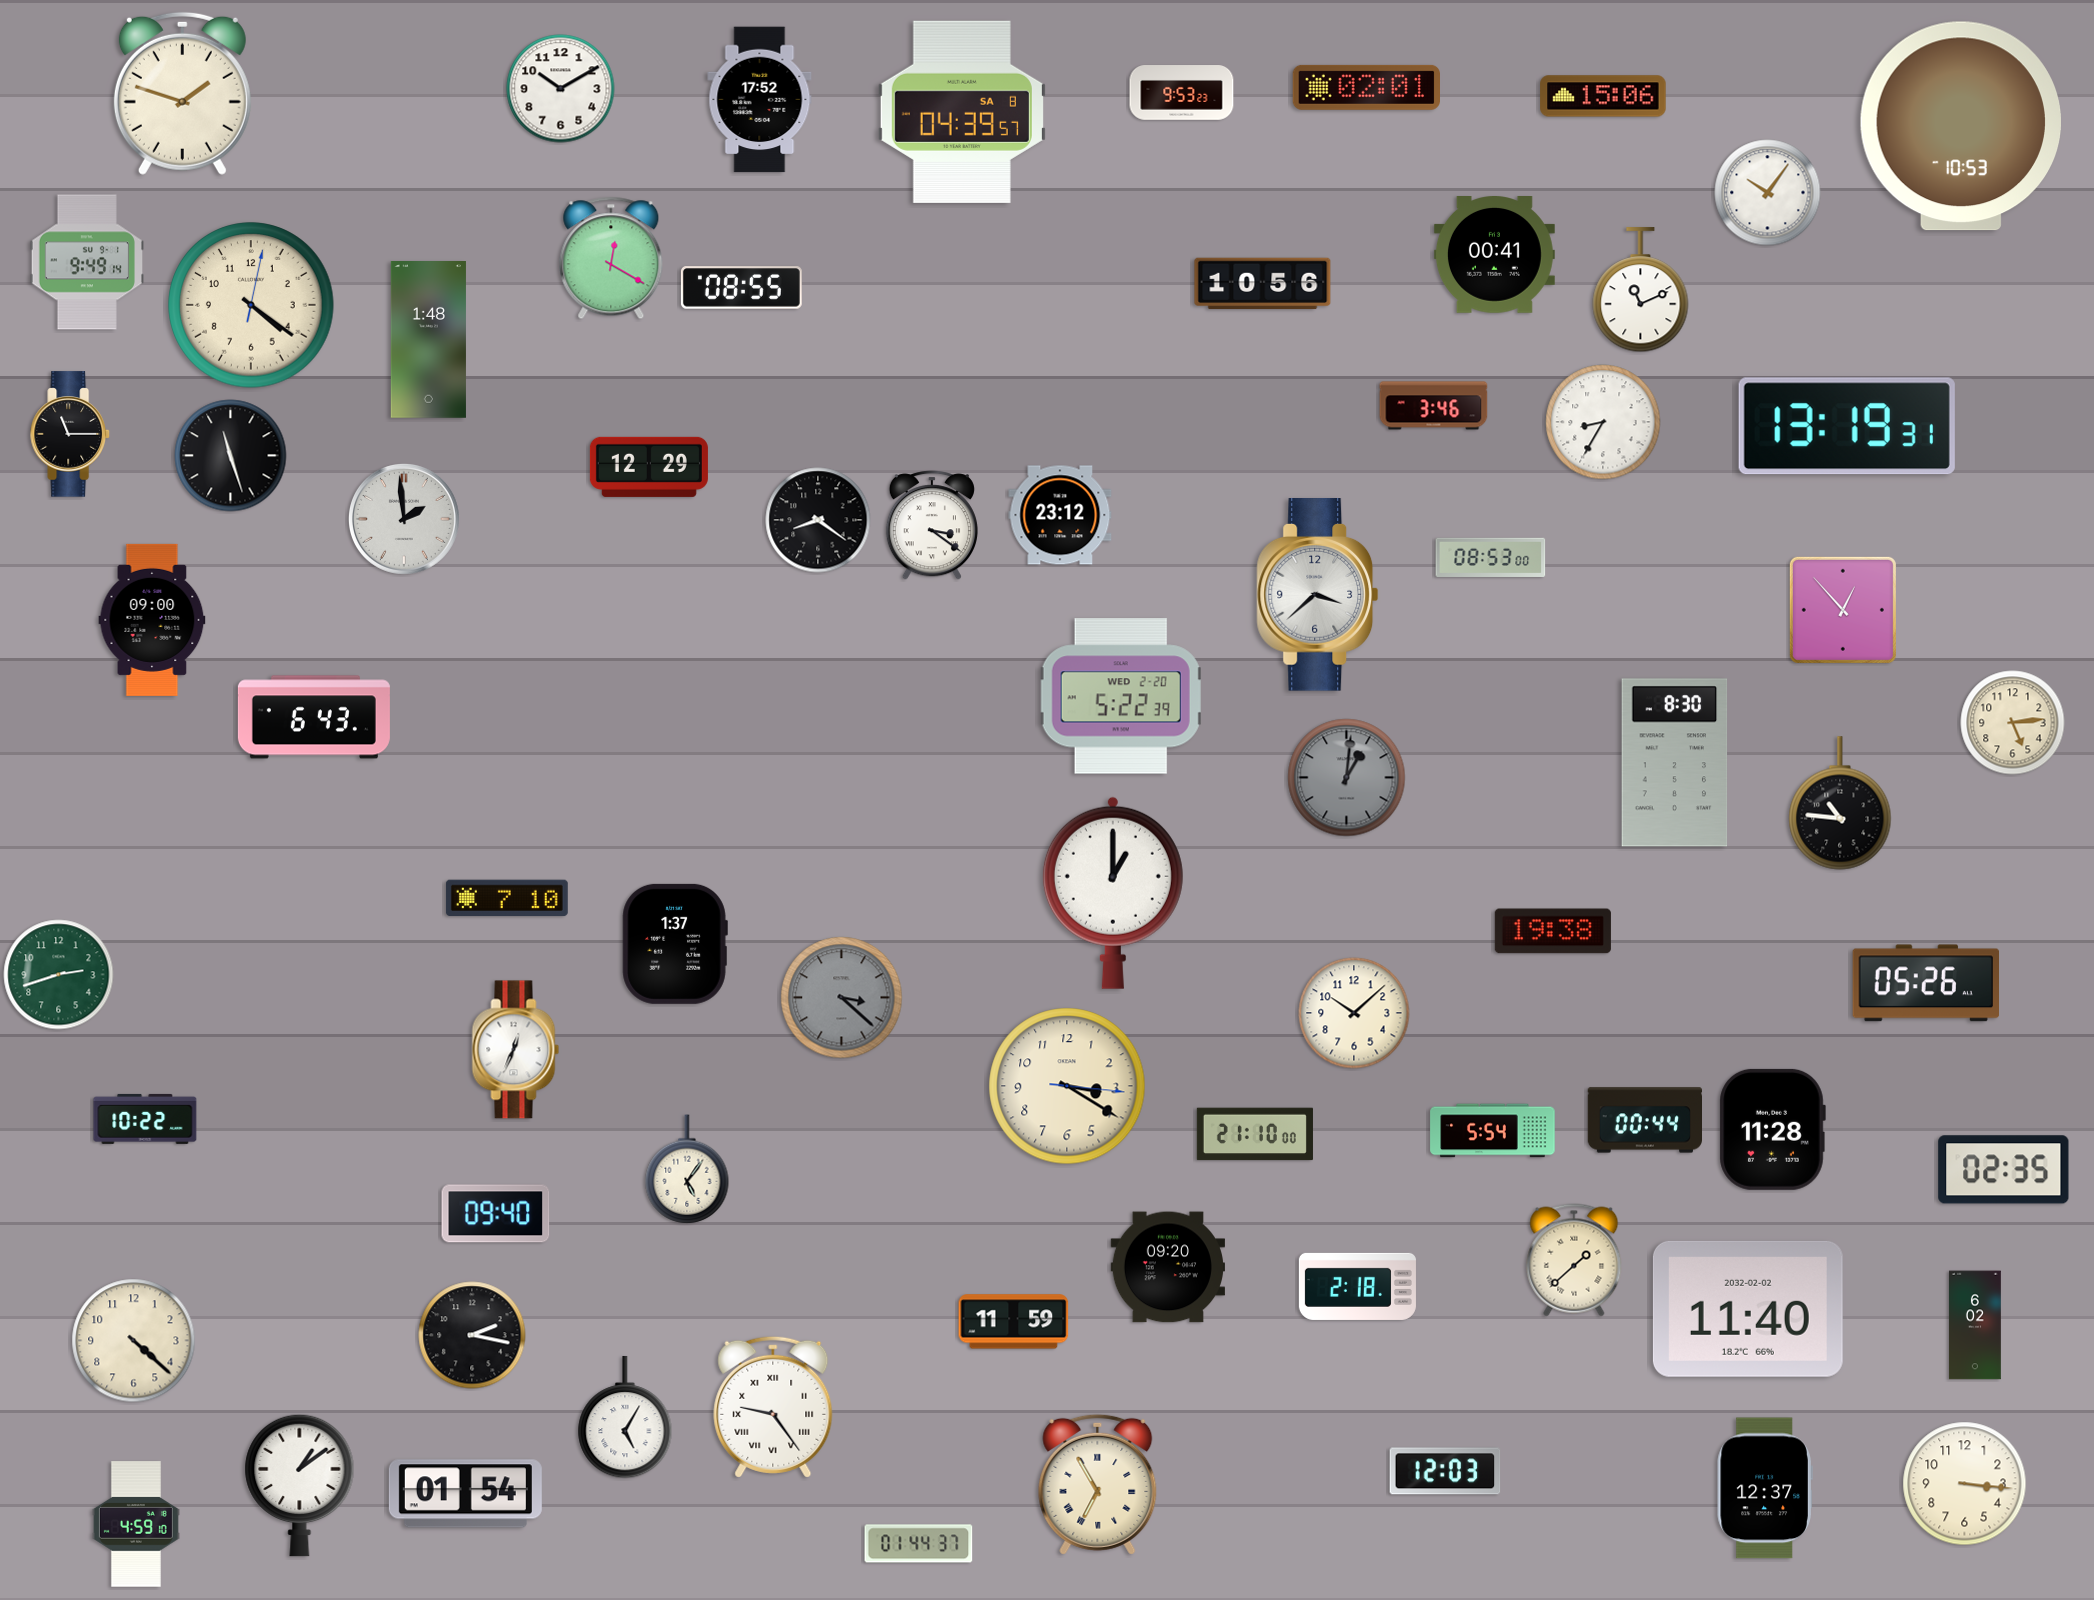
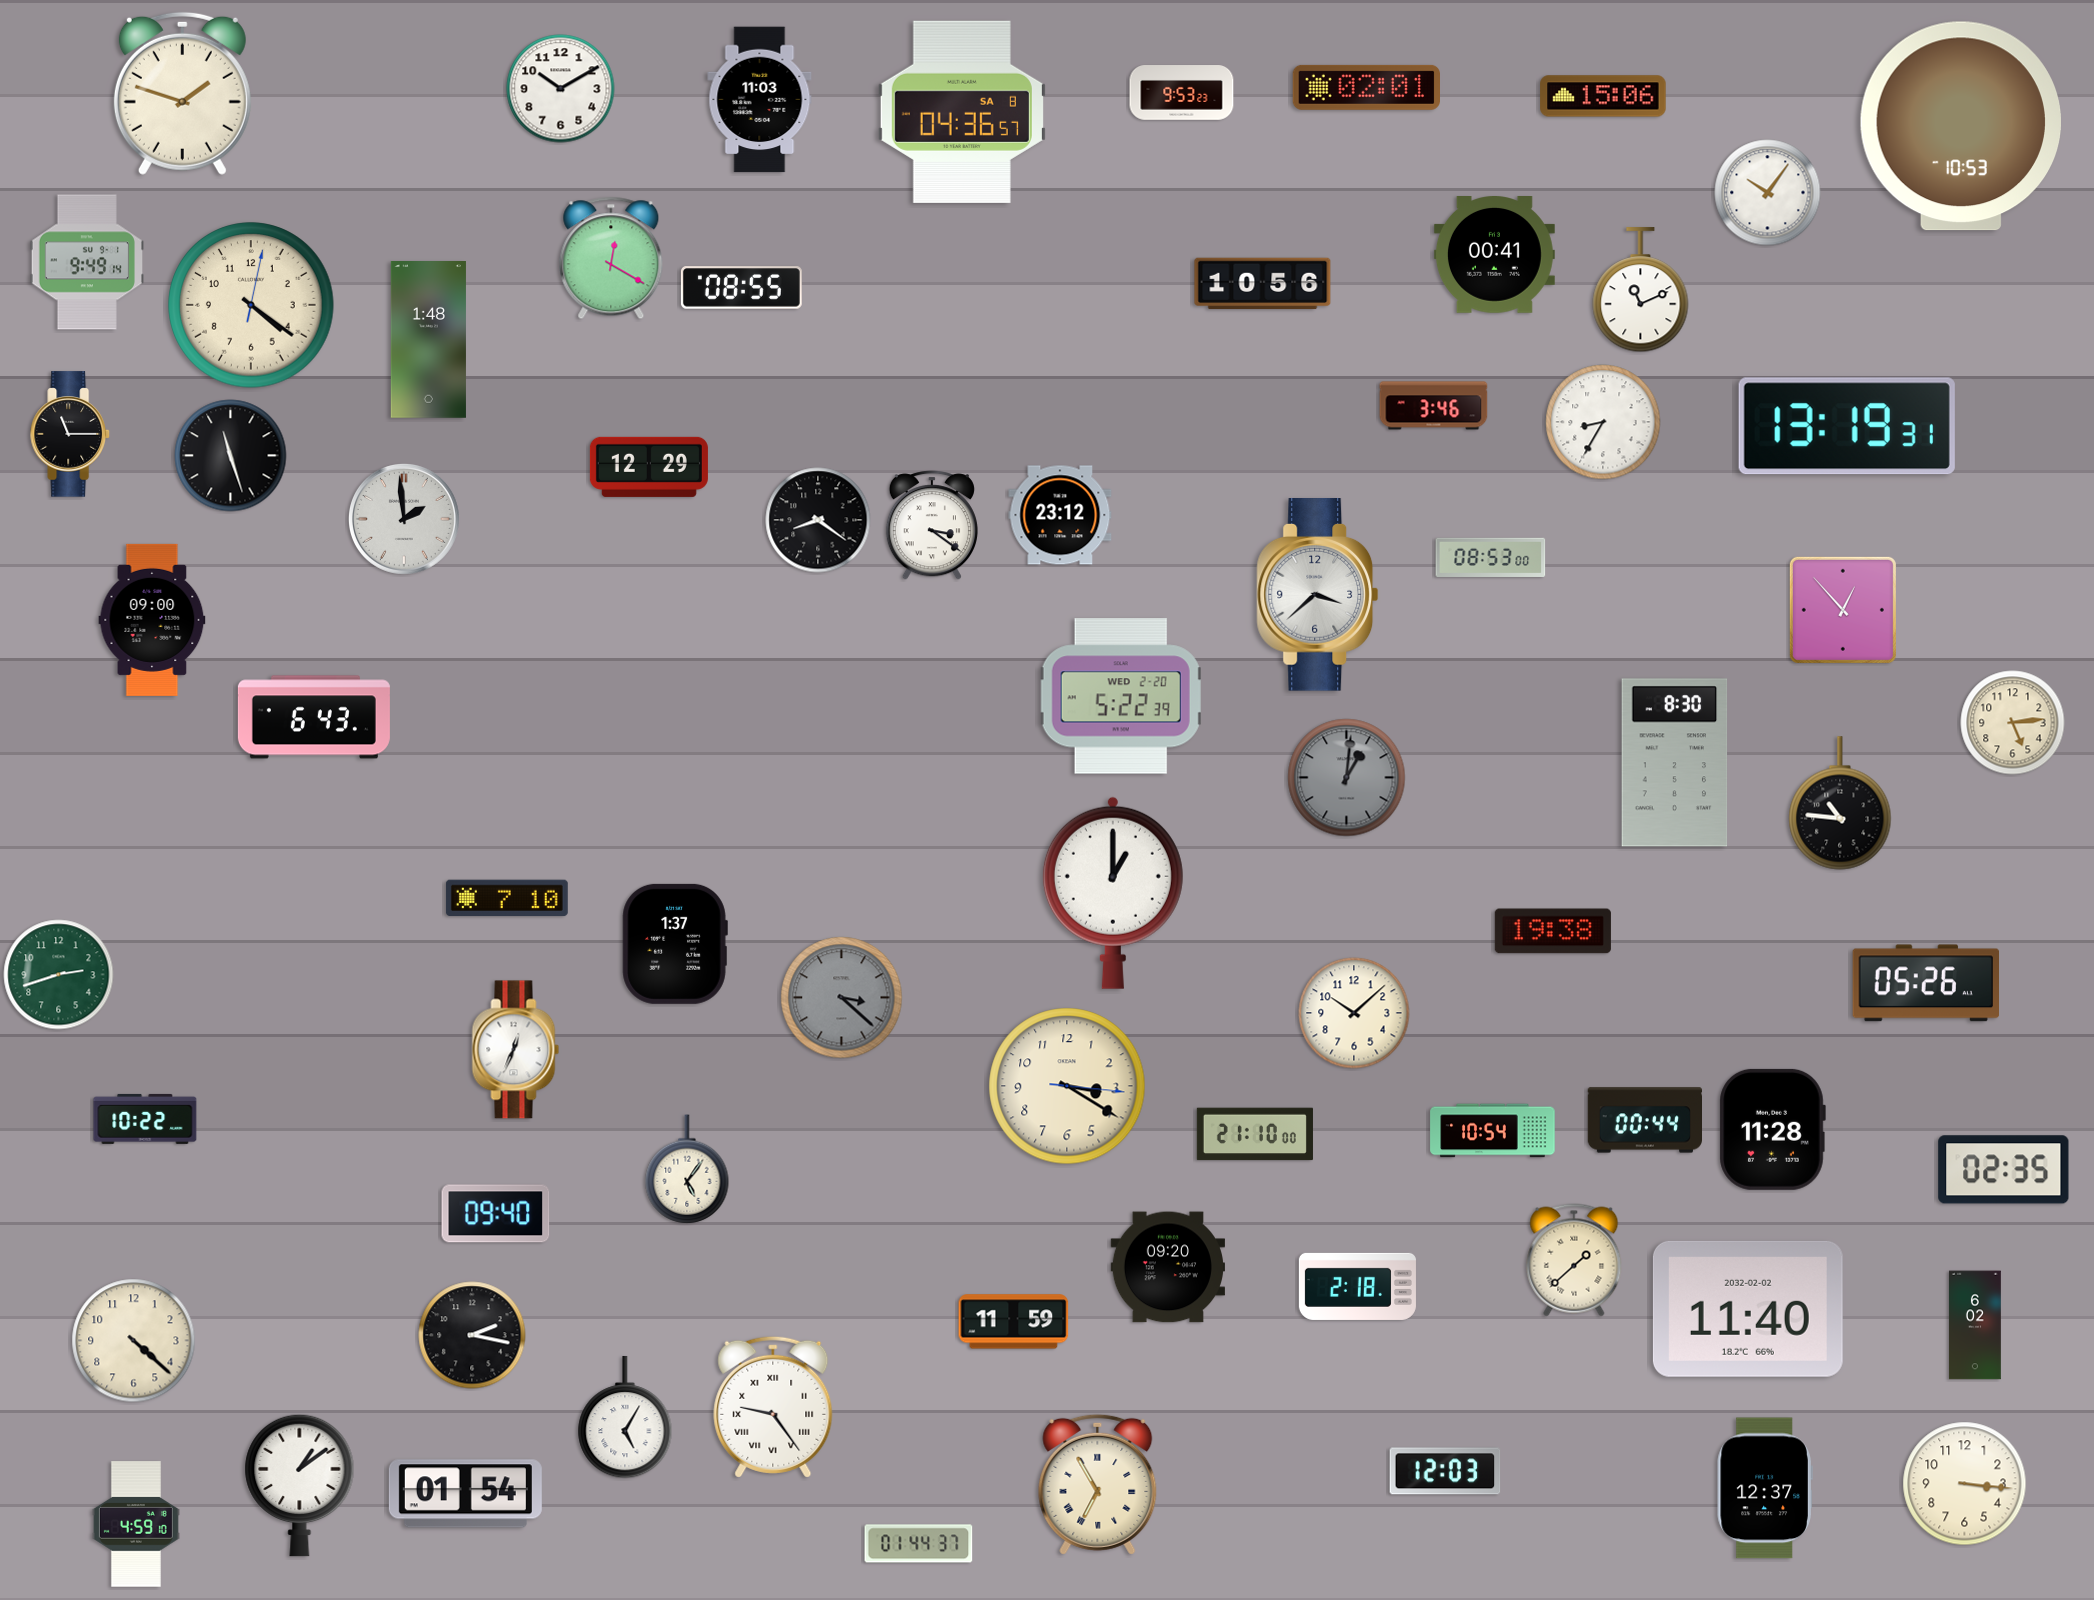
clock at (760, 100): 17:52 -> 11:03
clock at (962, 112): 04:39 -> 04:36
clock at (1493, 1131): 5:54 -> 10:54
